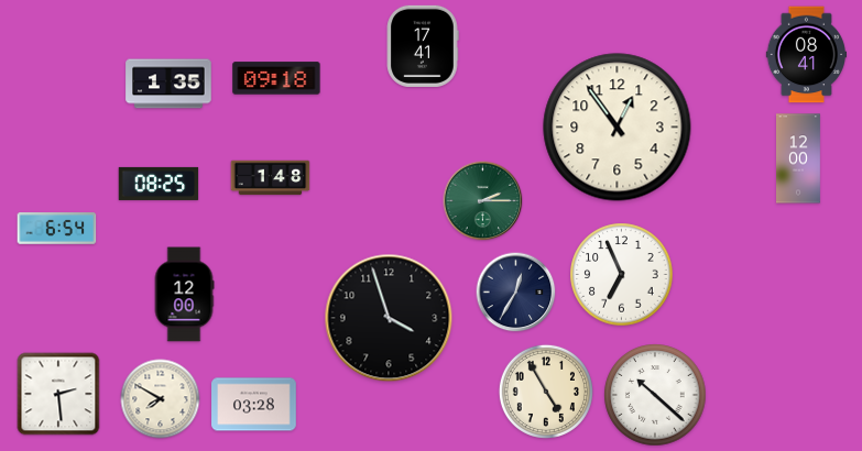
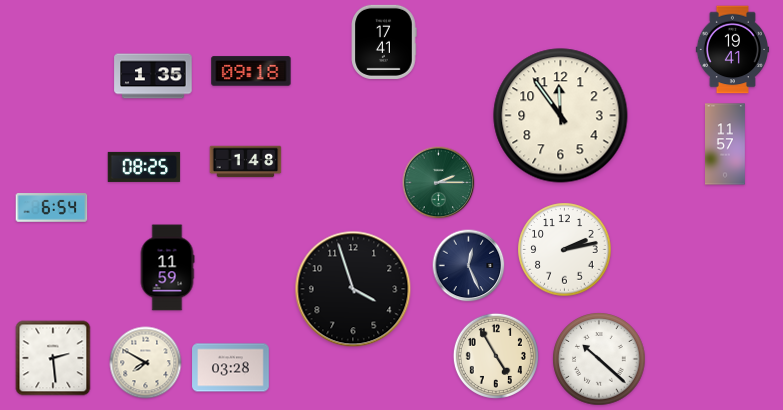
clock at (806, 55): 08:41 -> 19:41
clock at (618, 128): 12:54 -> 11:54
clock at (799, 158): 12:00 -> 11:57
clock at (622, 275): 6:56 -> 2:13
clock at (516, 293): 12:35 -> 12:26
clock at (184, 295): 12:00 -> 11:59
clock at (655, 395) position: (655, 395) -> (599, 359)
